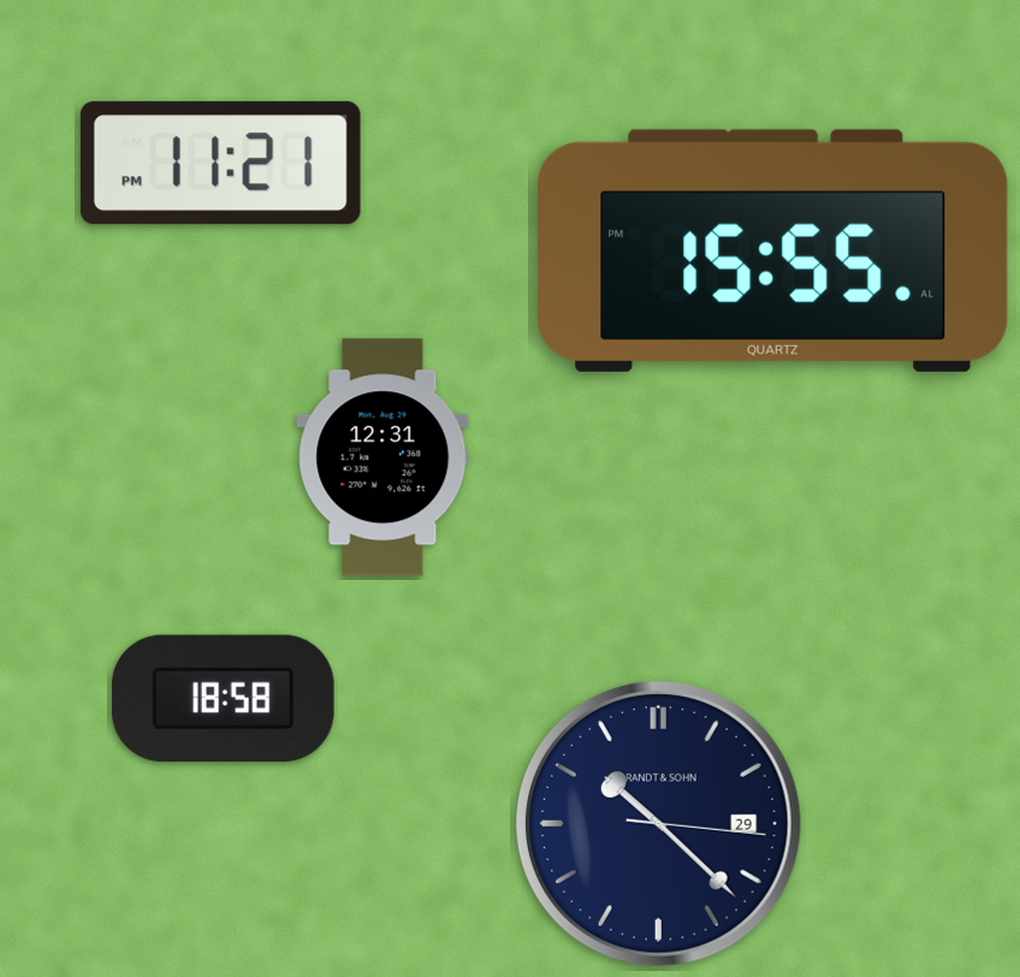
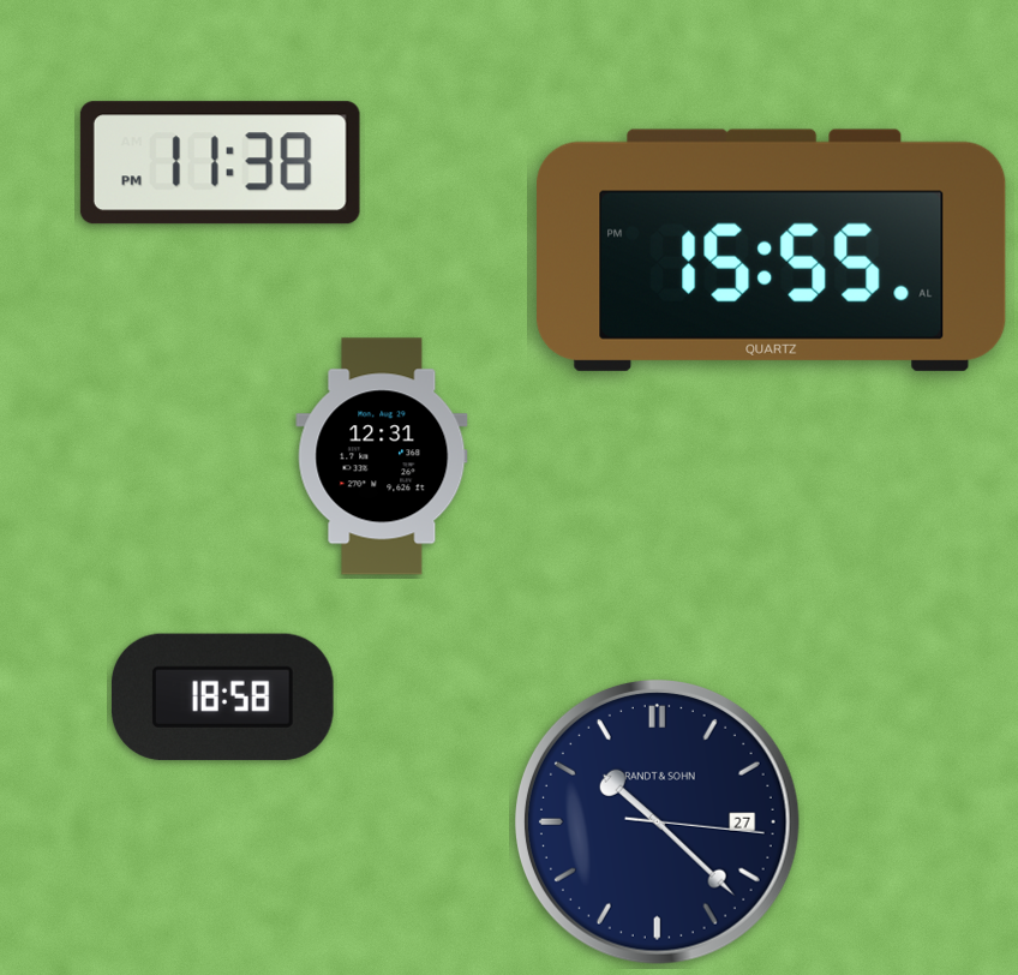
clock at (220, 164): 11:21 -> 11:38
clock at (658, 823) date: 29 -> 27
